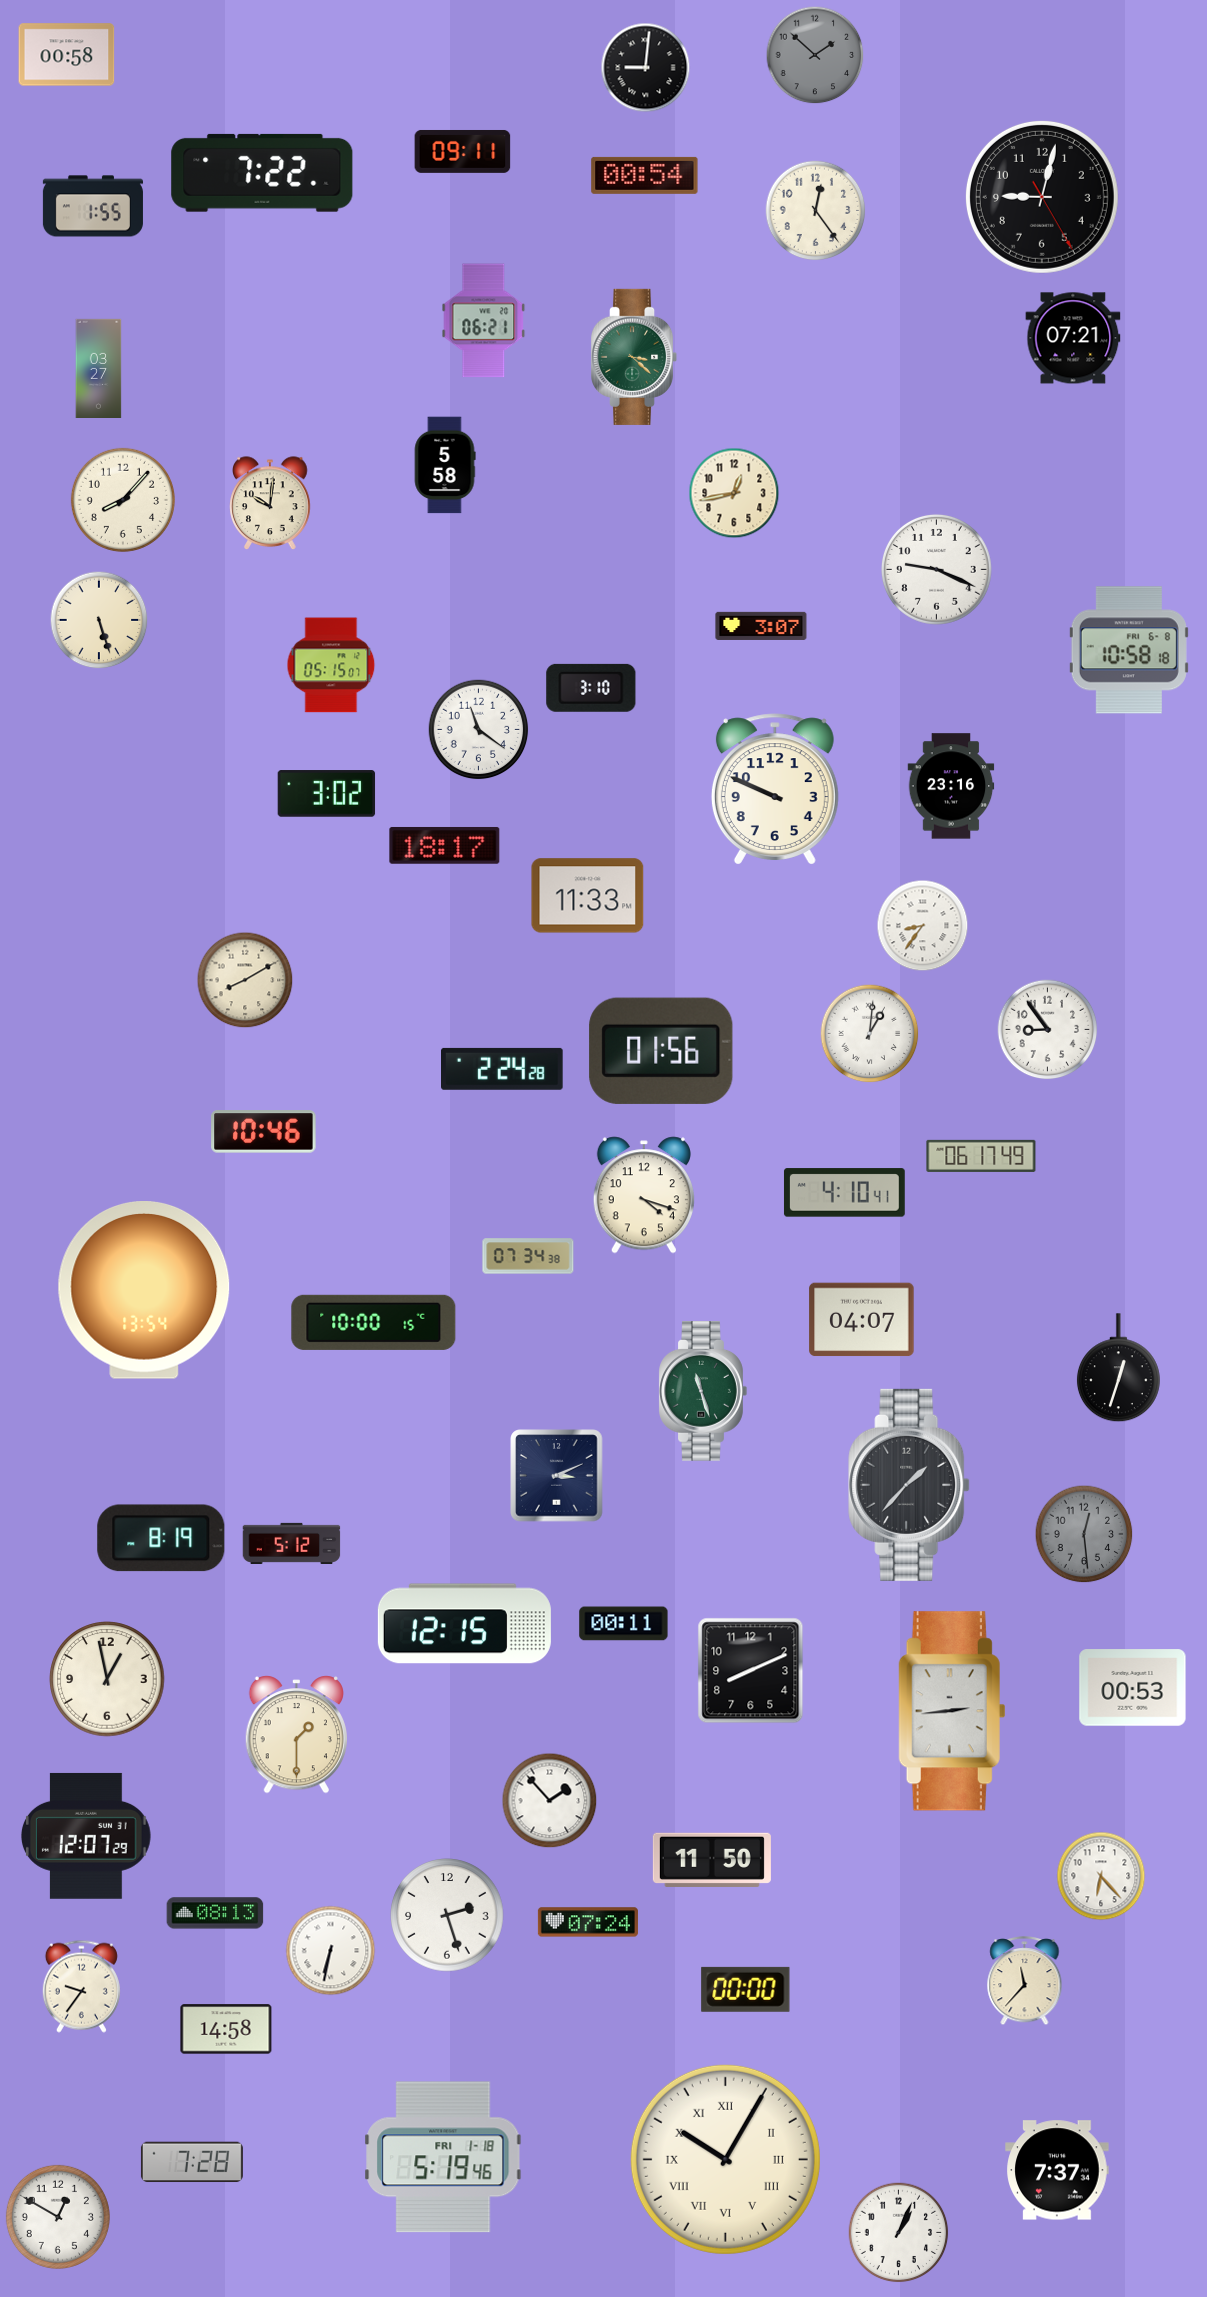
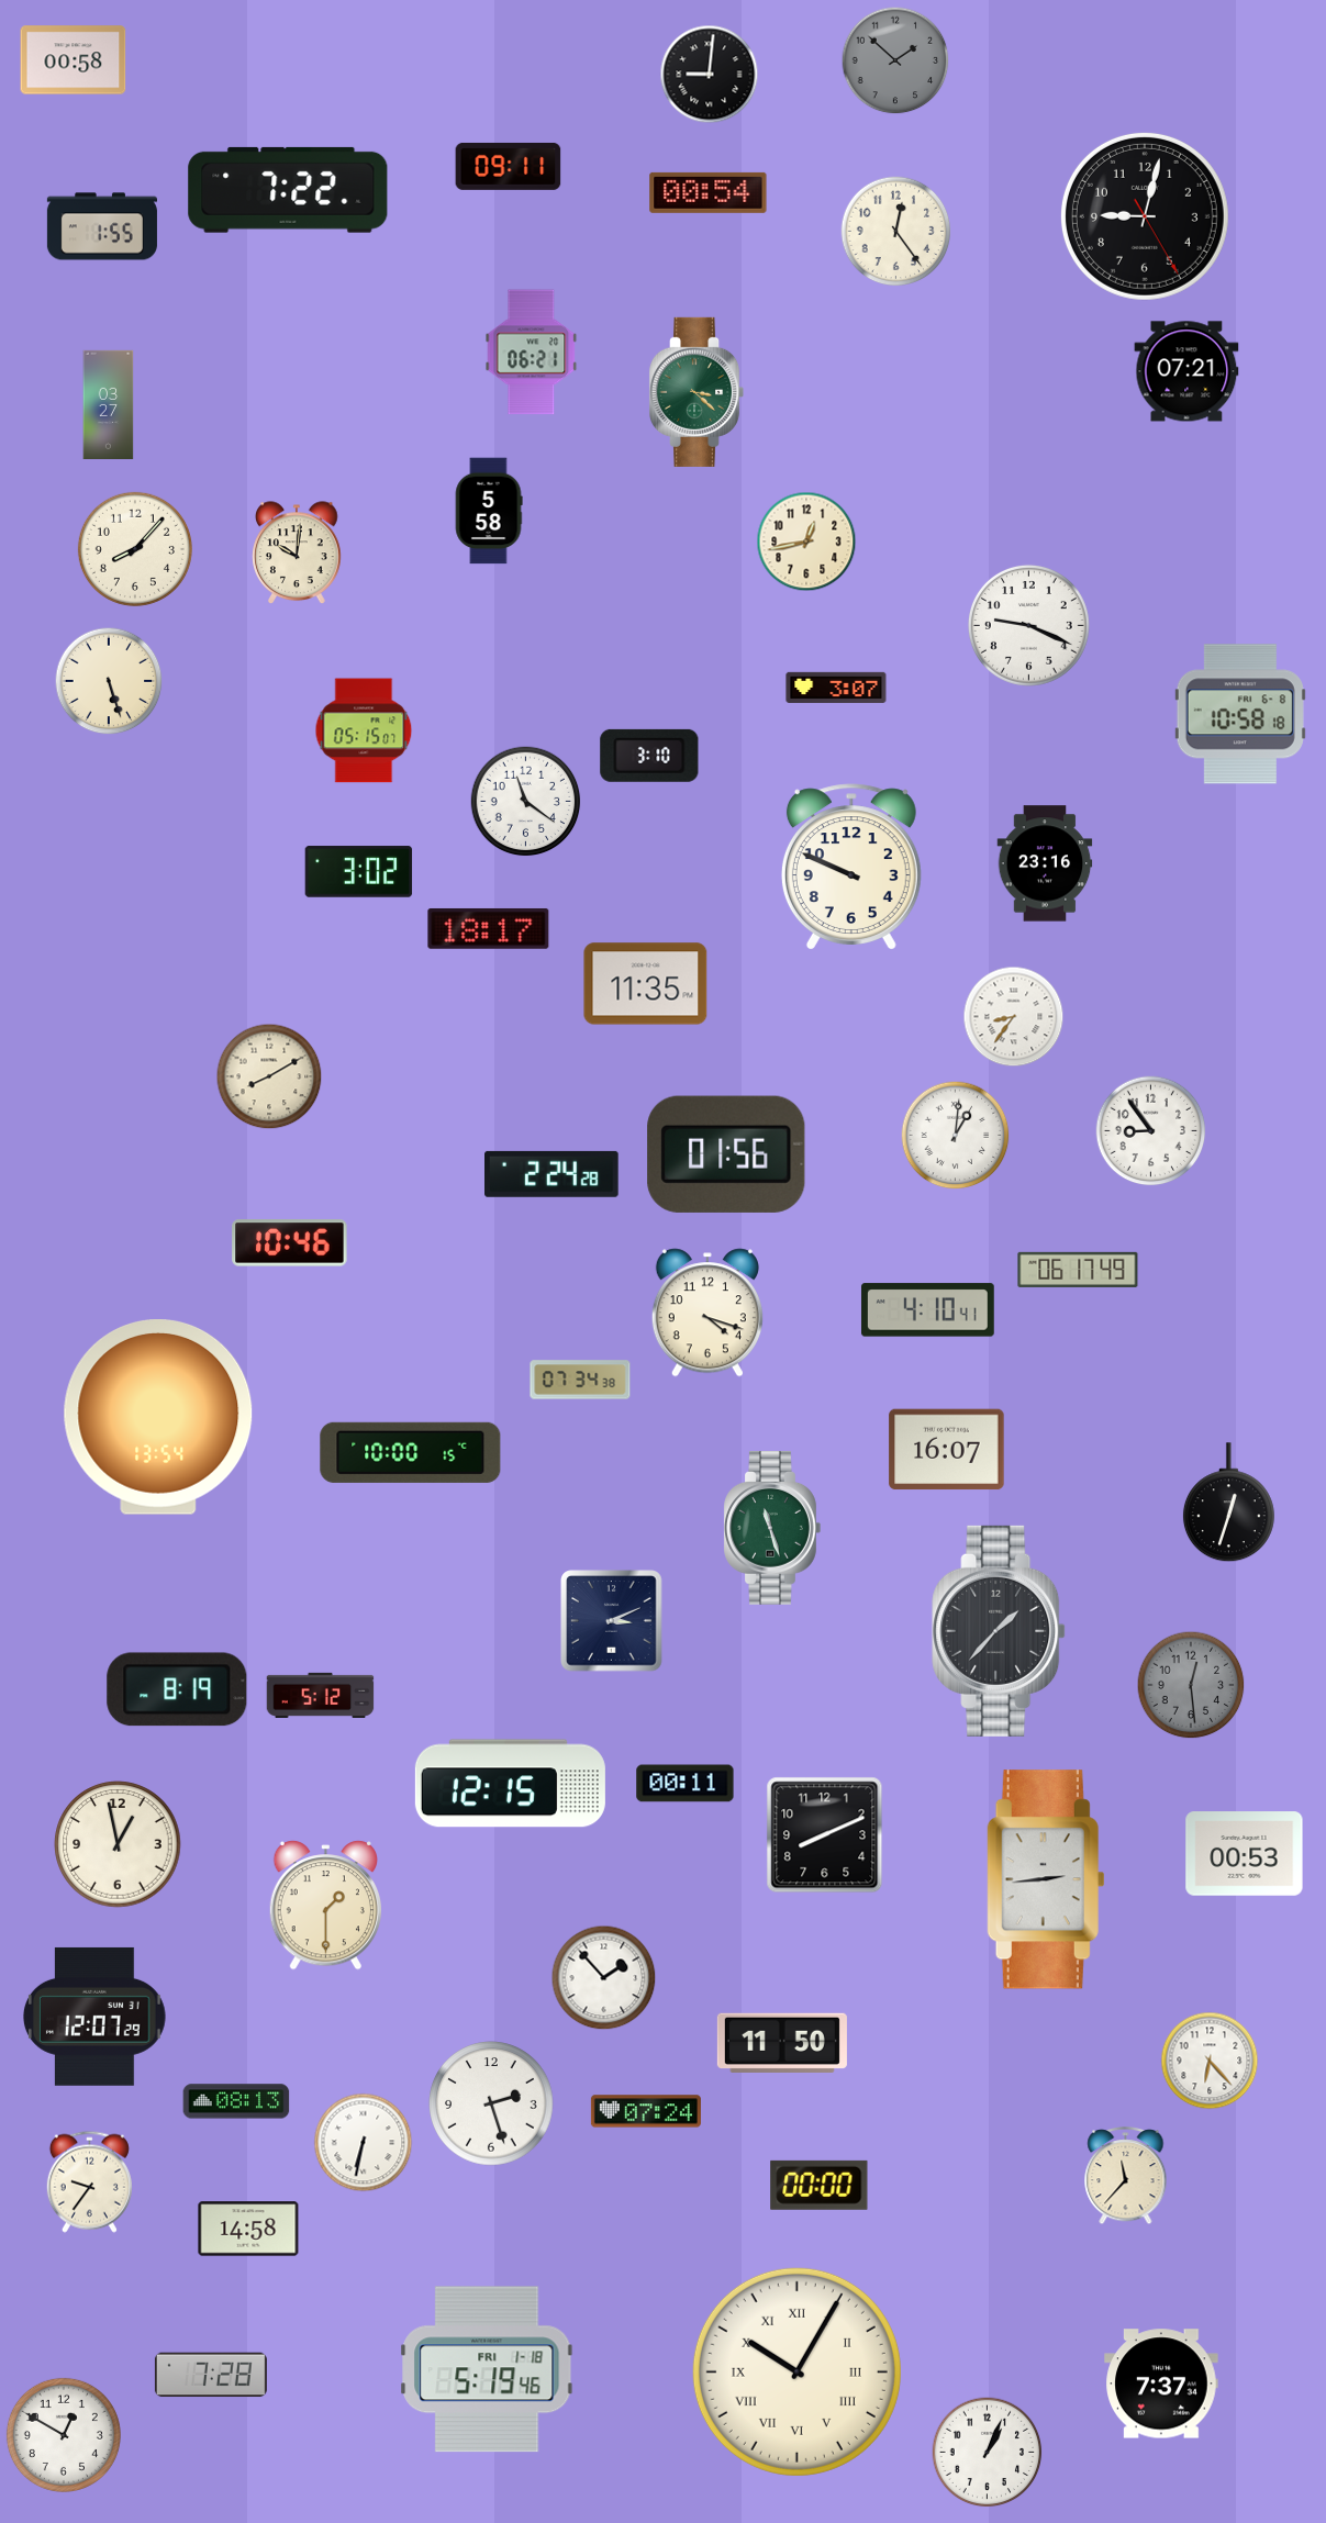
clock at (1073, 338) position: (1073, 338) -> (1186, 371)
clock at (588, 896): 11:33 -> 11:35
clock at (862, 1320): 04:07 -> 16:07
